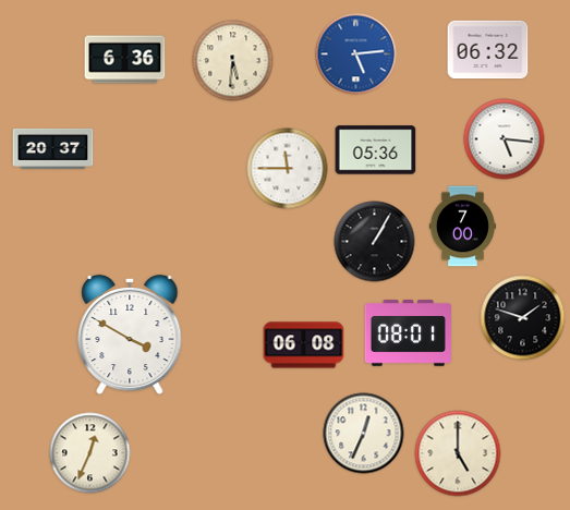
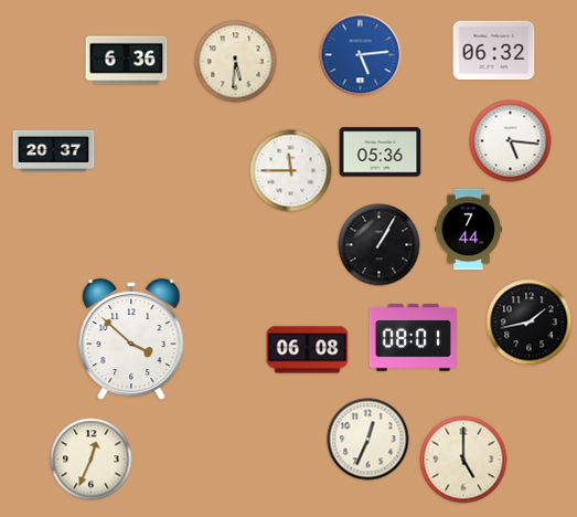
clock at (462, 227): 7:00 -> 7:44
clock at (523, 318): 1:48 -> 1:43
clock at (130, 335): 3:50 -> 3:52
